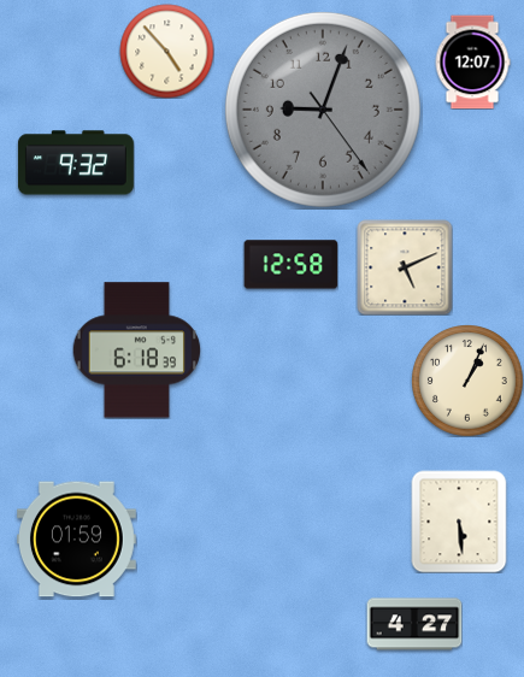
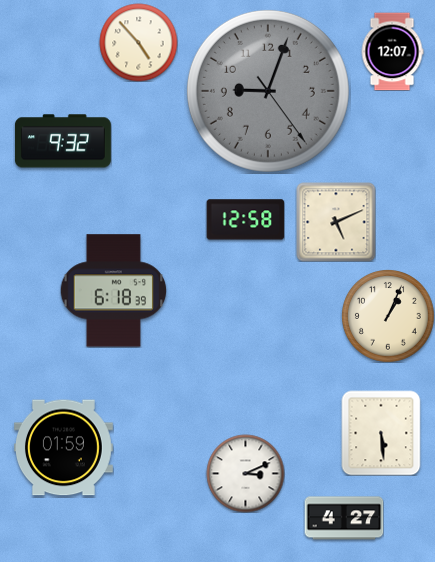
clock at (76, 163) position: (76, 163) -> (63, 141)
clock at (290, 265) position: (290, 265) -> (245, 220)
clock at (245, 473): none -> 3:11
